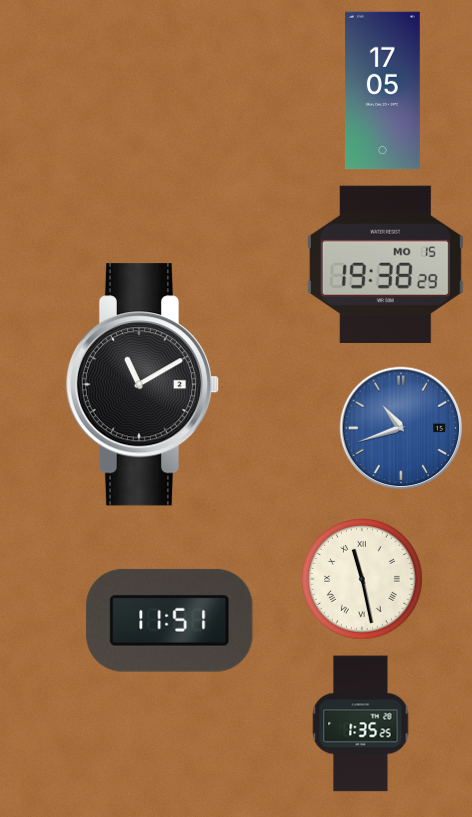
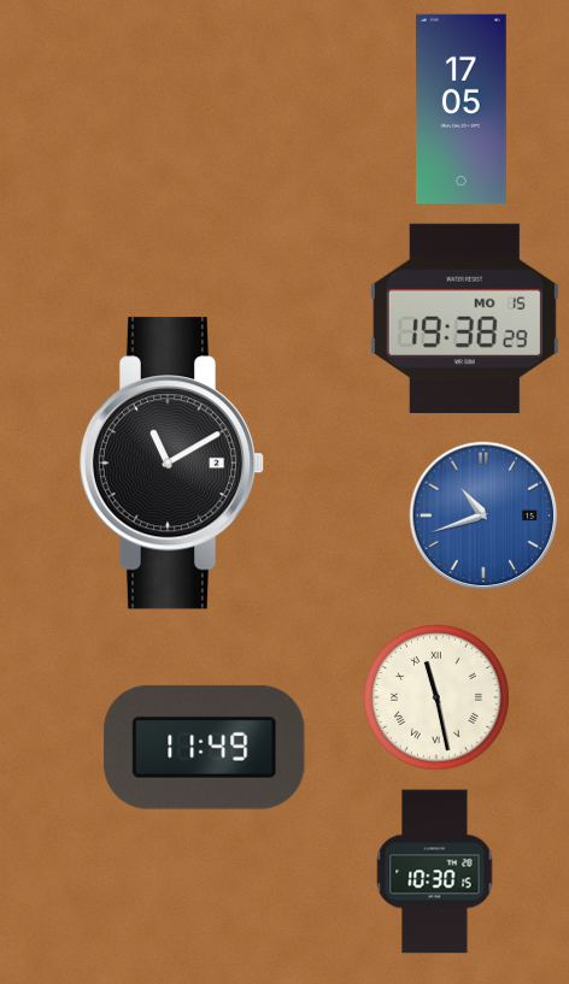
clock at (170, 620): 11:51 -> 11:49
clock at (361, 724): 1:35 -> 10:30
